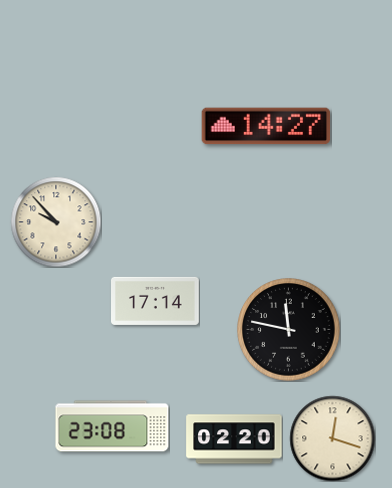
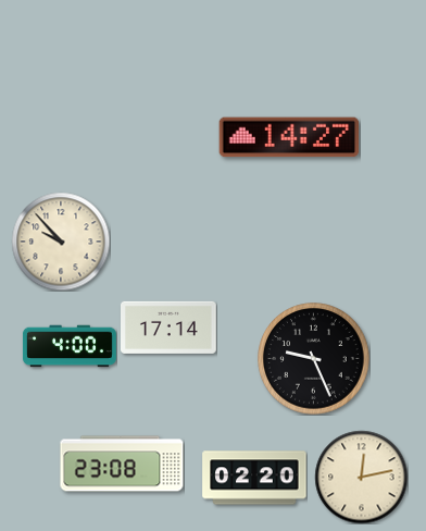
clock at (70, 346): none -> 4:00
clock at (289, 330): 11:47 -> 9:26
clock at (332, 438): 12:18 -> 12:13
